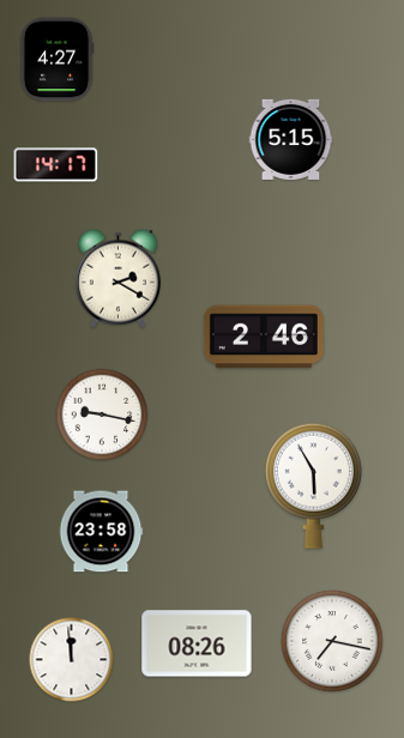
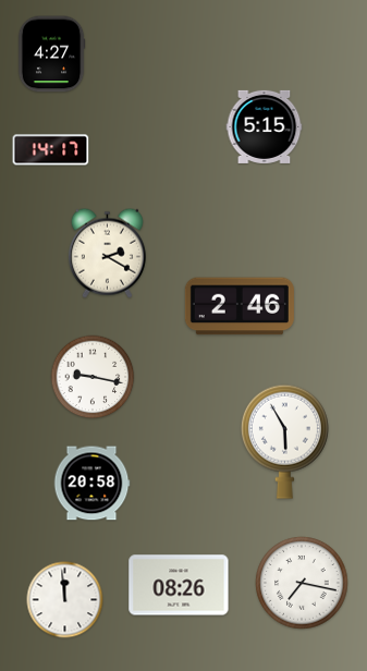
clock at (101, 532): 23:58 -> 20:58
